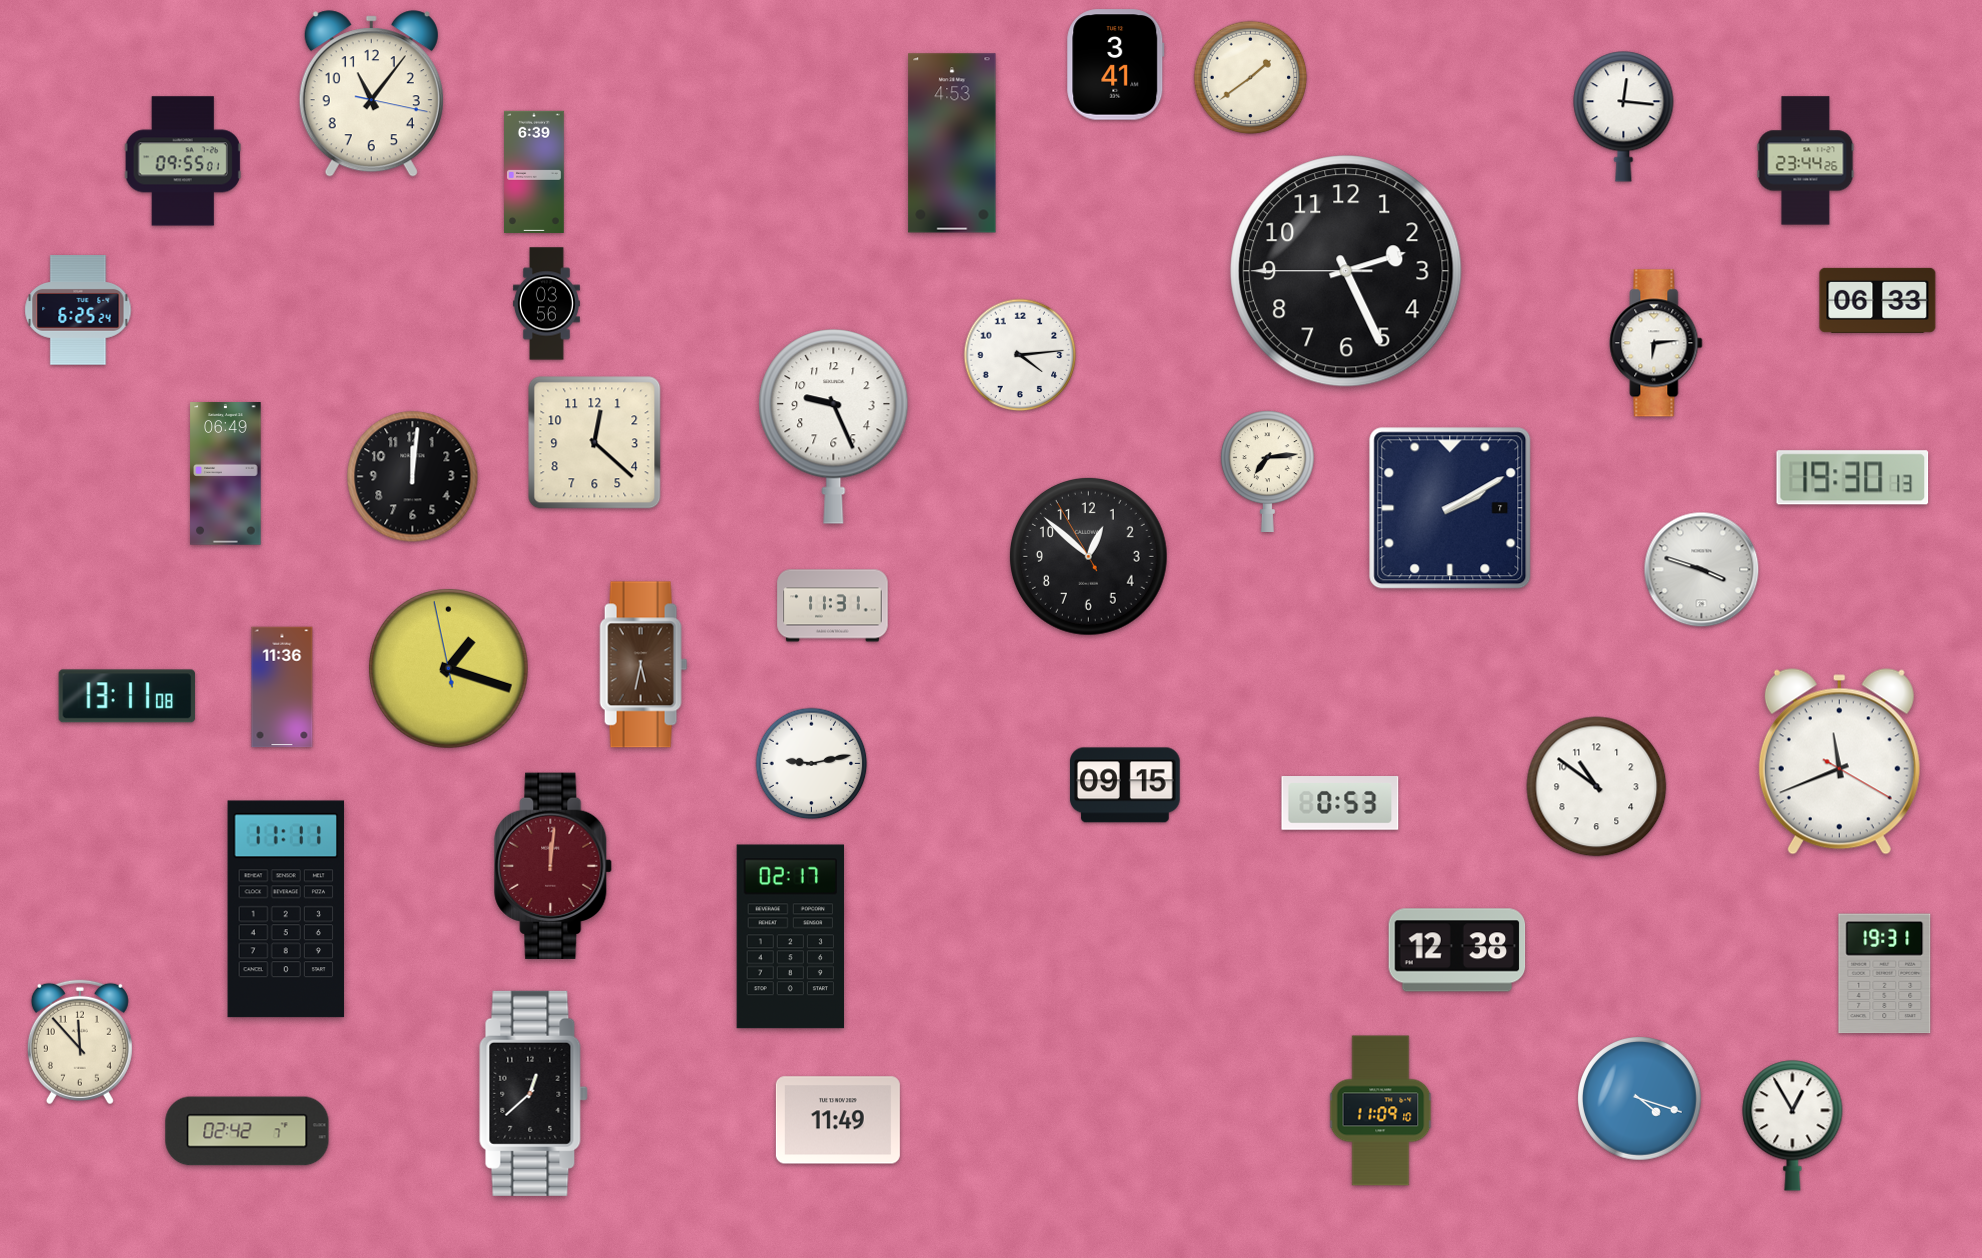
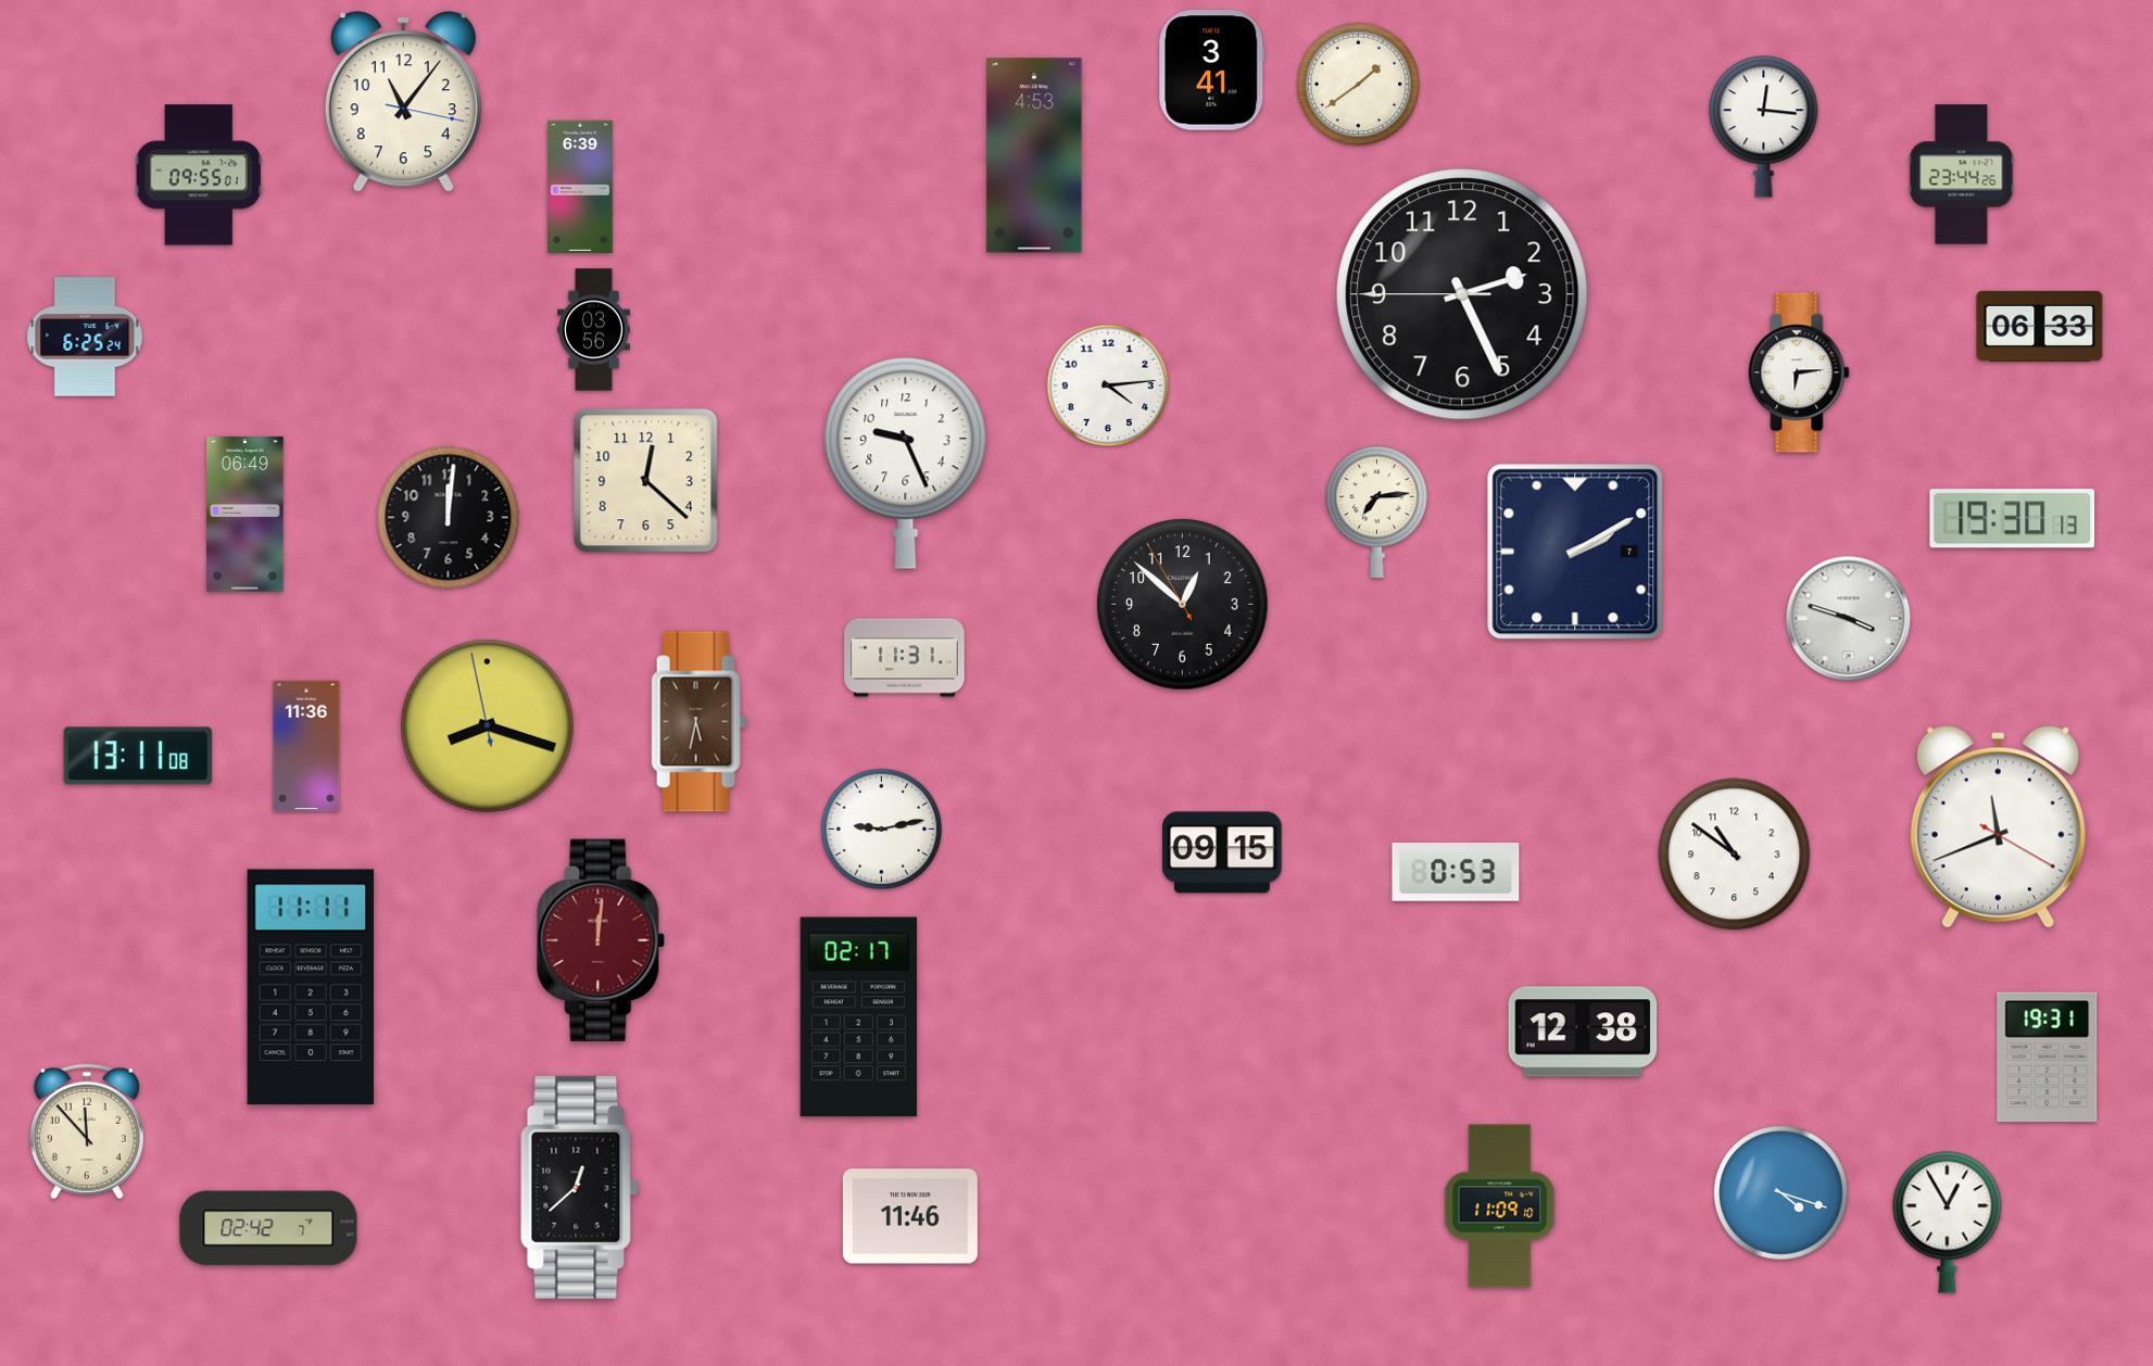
clock at (449, 669): 1:17 -> 8:17
clock at (838, 1120): 11:49 -> 11:46
